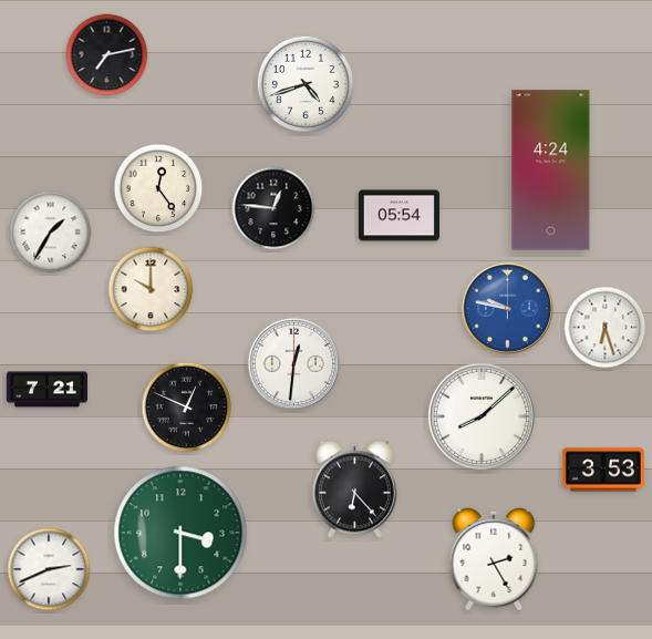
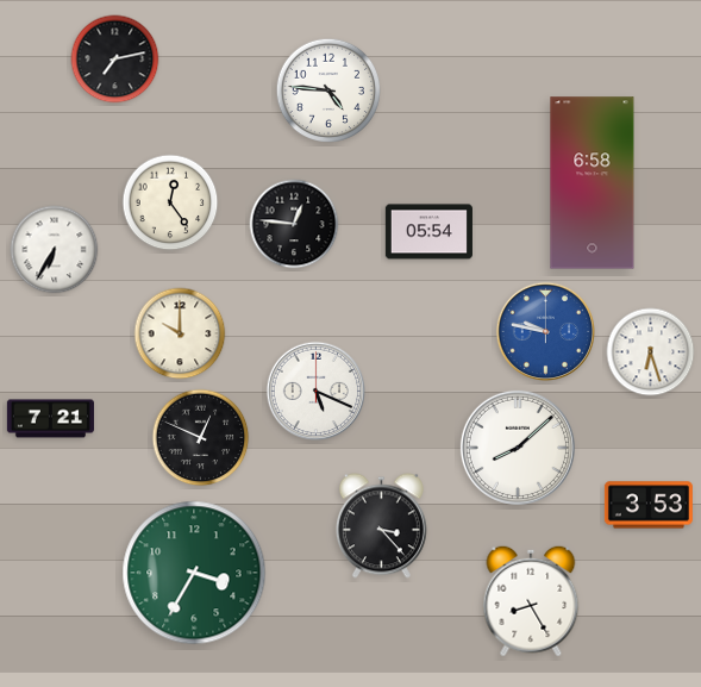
clock at (304, 83): 4:42 -> 4:46
clock at (551, 171): 4:24 -> 6:58
clock at (51, 233): 1:35 -> 6:35
clock at (151, 289) position: (151, 289) -> (180, 333)
clock at (293, 363): 12:31 -> 5:19
clock at (354, 489): 6:23 -> 3:23
clock at (180, 533): 3:30 -> 3:35
clock at (494, 559): 2:25 -> 8:25
clock at (49, 569): 2:41 -> none
